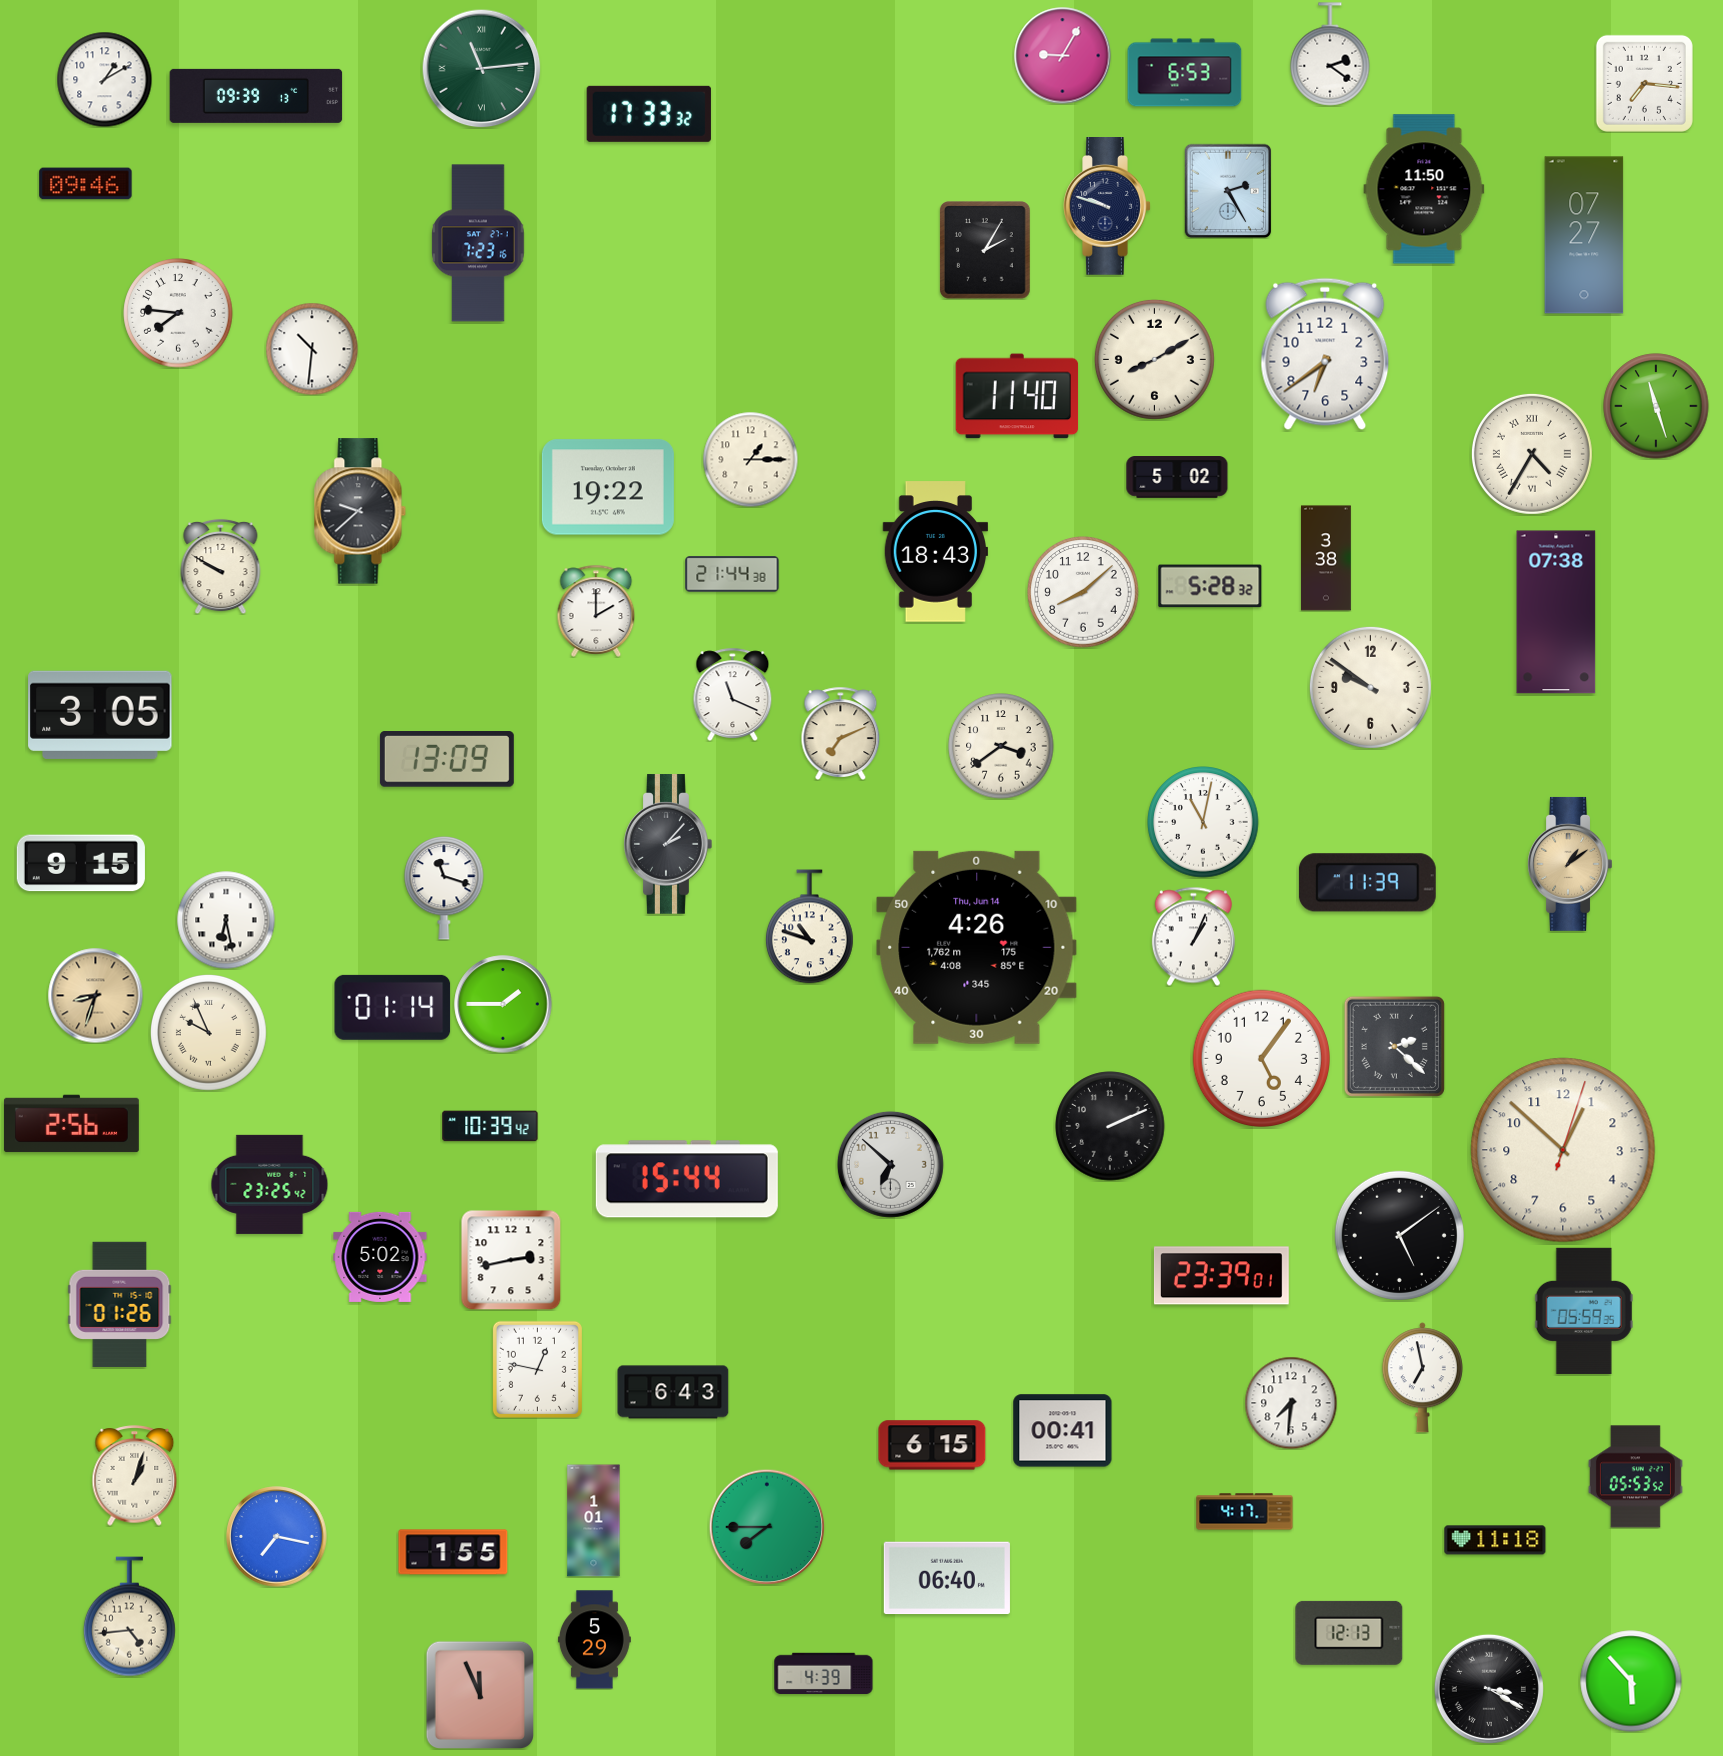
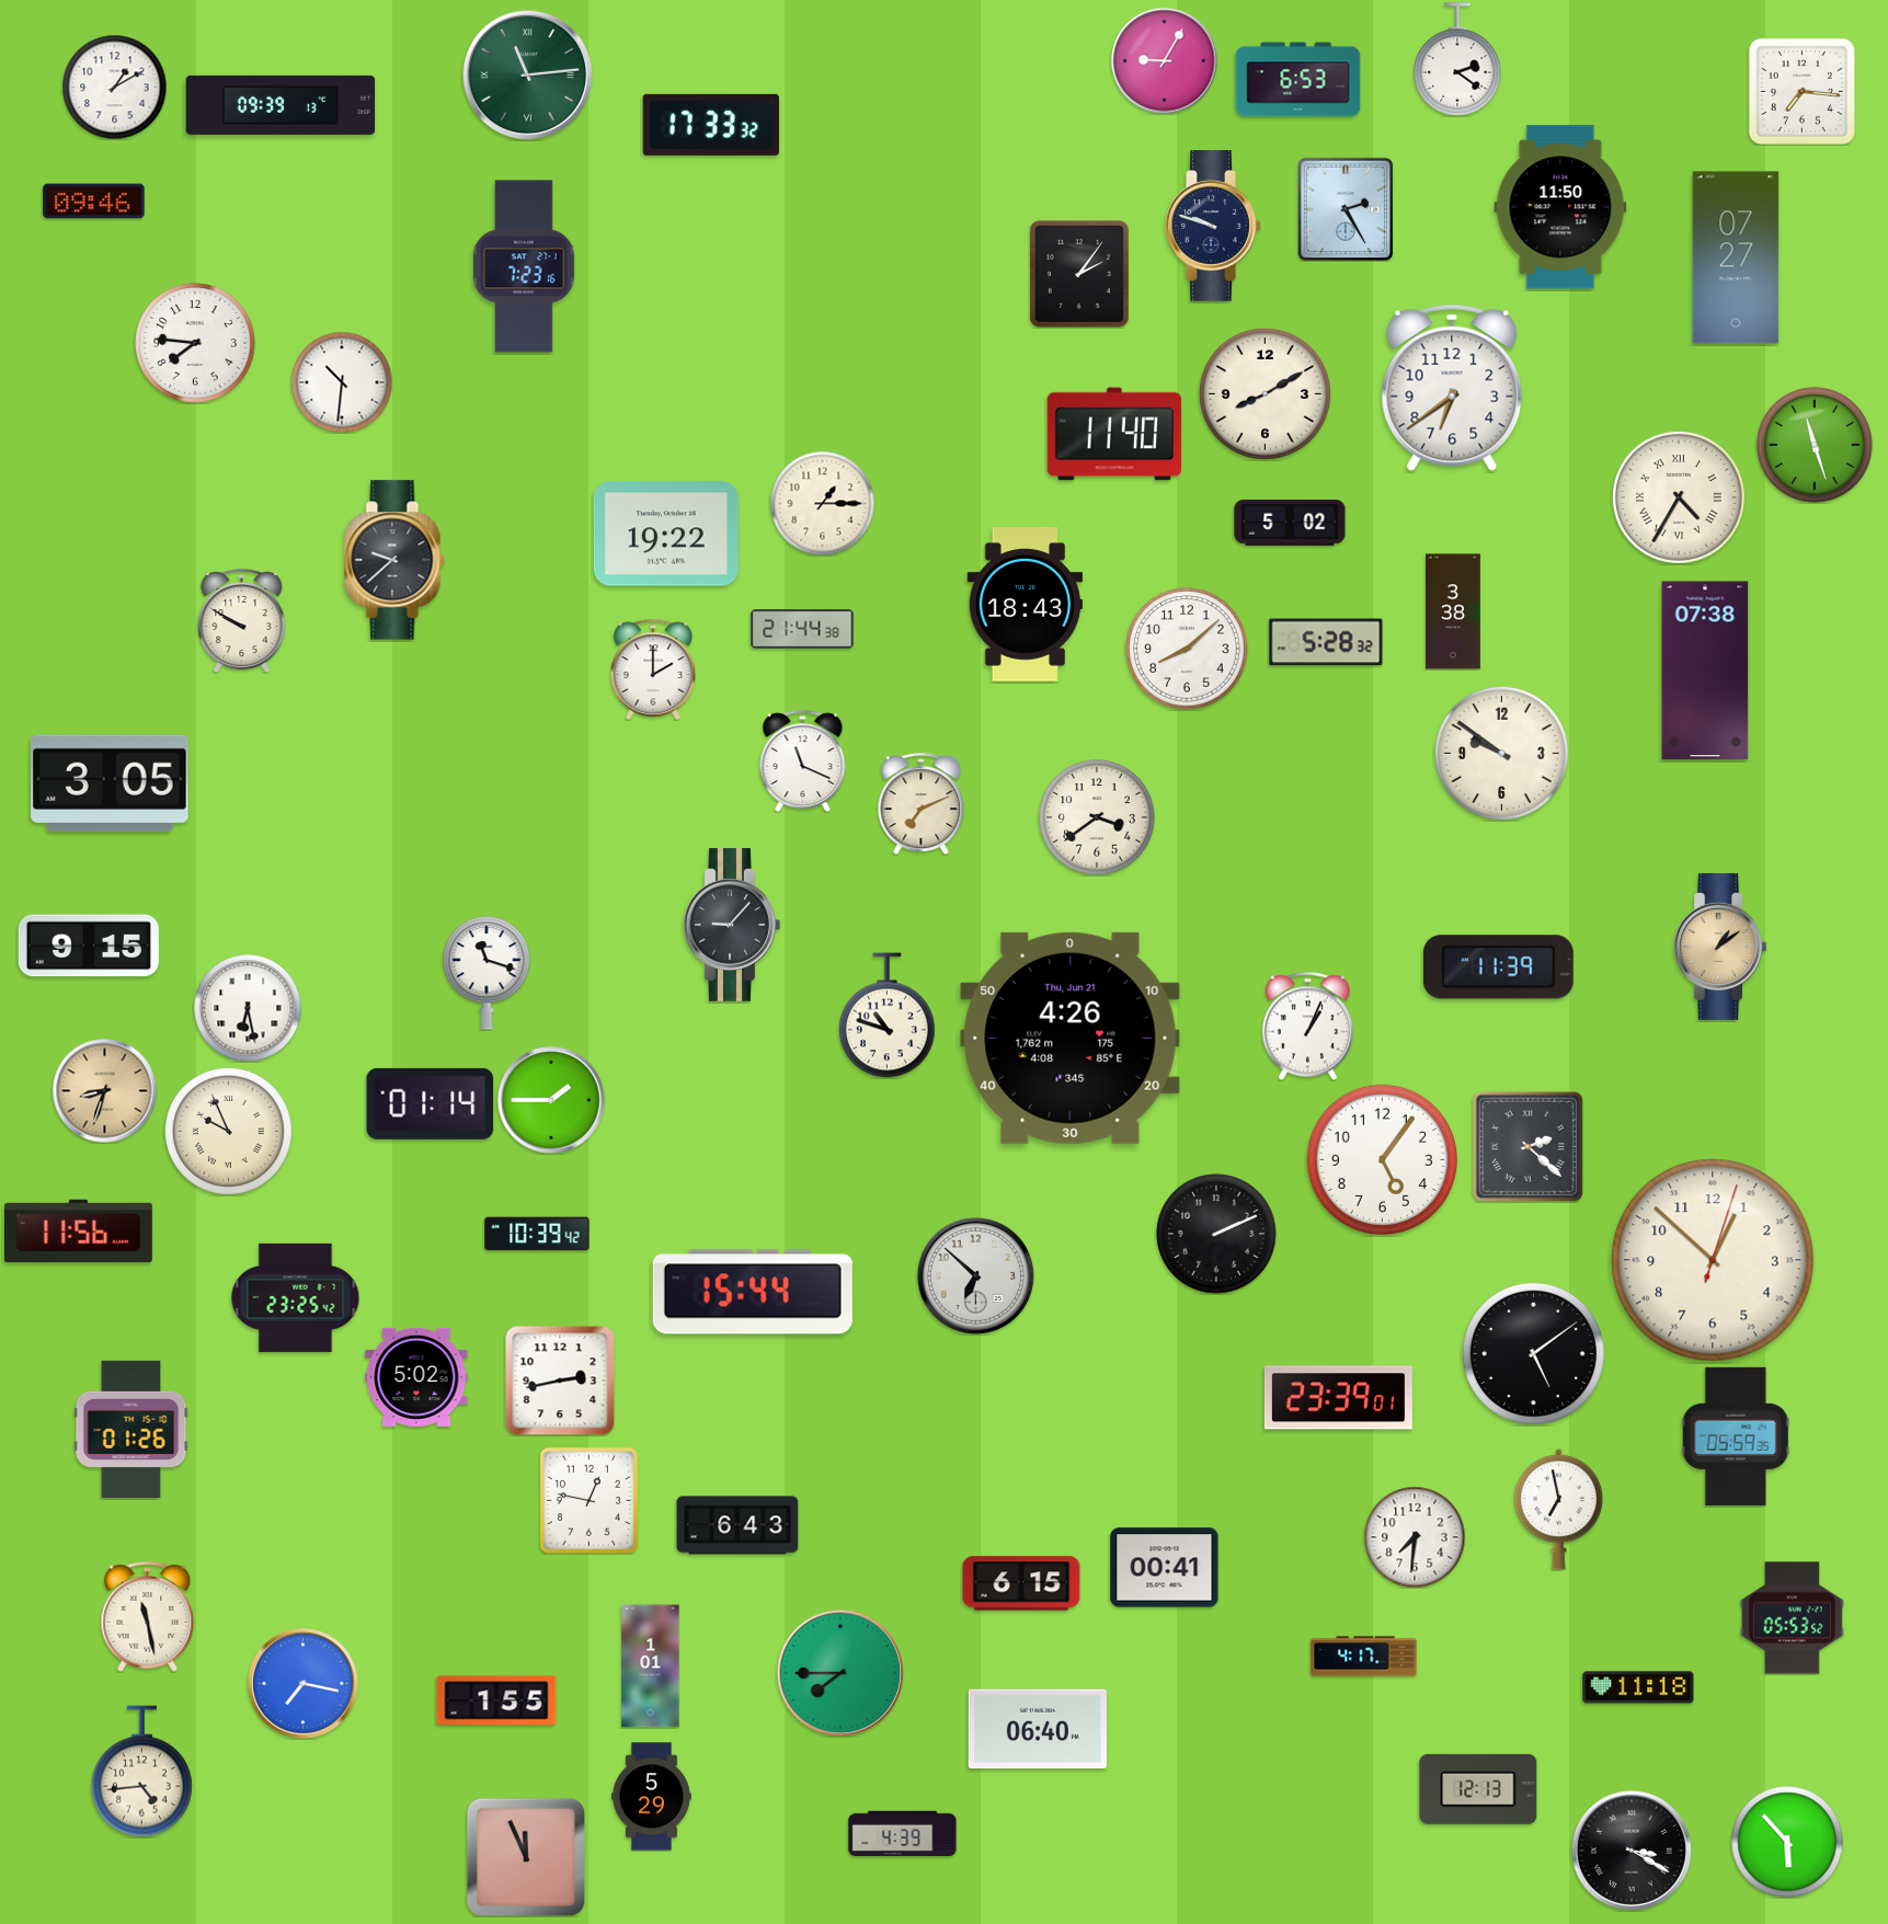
clock at (985, 251): 2:05 -> 2:06
clock at (447, 760): 13:09 -> none
clock at (1203, 822): 11:02 -> none
clock at (668, 844): 2:07 -> 9:07
clock at (977, 947) date: Thu, Jun 14 -> Thu, Jun 21
clock at (71, 1124): 2:56 -> 11:56
clock at (135, 1476): 1:03 -> 11:28
